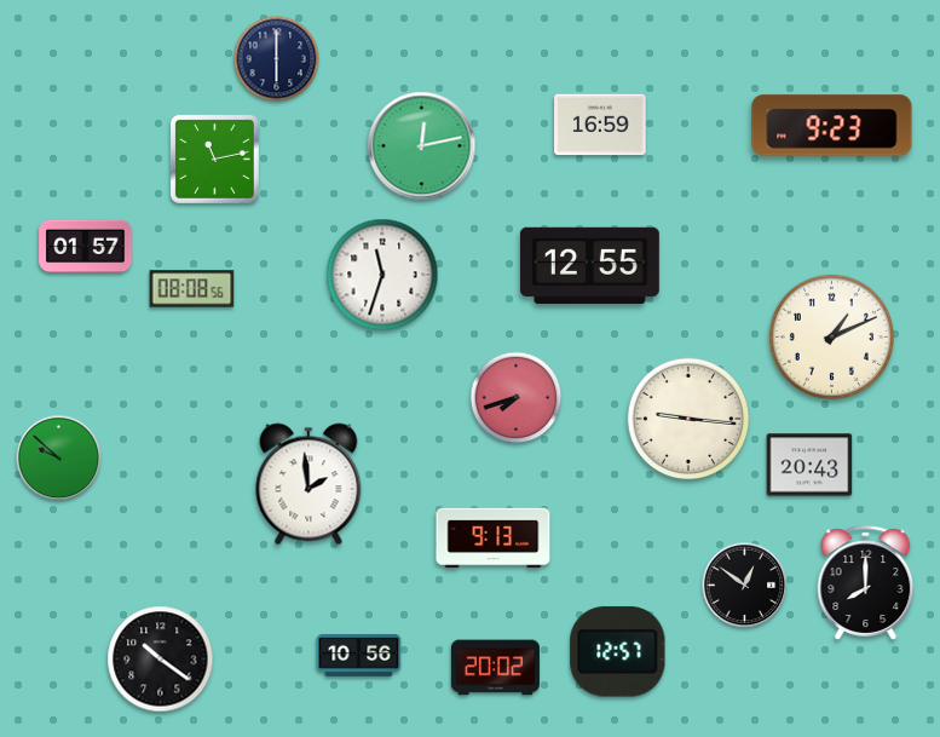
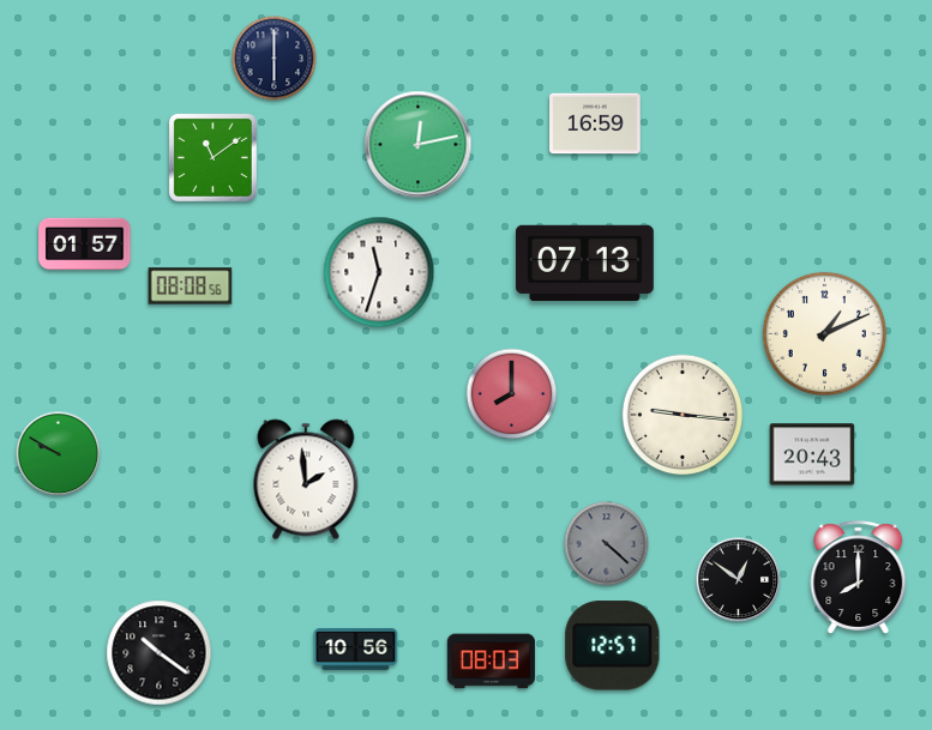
clock at (832, 126): 9:23 -> none
clock at (214, 159): 11:13 -> 11:09
clock at (589, 265): 12:55 -> 07:13
clock at (517, 398): 7:42 -> 8:00
clock at (59, 459): 9:52 -> 9:50
clock at (809, 465) position: (809, 465) -> (812, 454)
clock at (494, 539): 9:13 -> none
clock at (607, 544): none -> 4:22
clock at (495, 668): 20:02 -> 08:03
